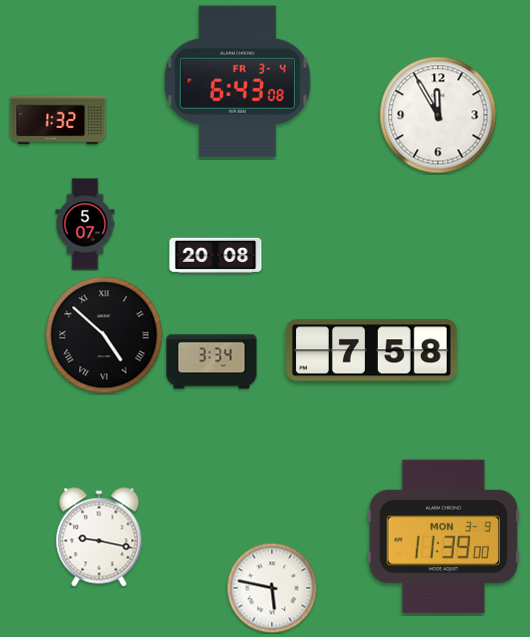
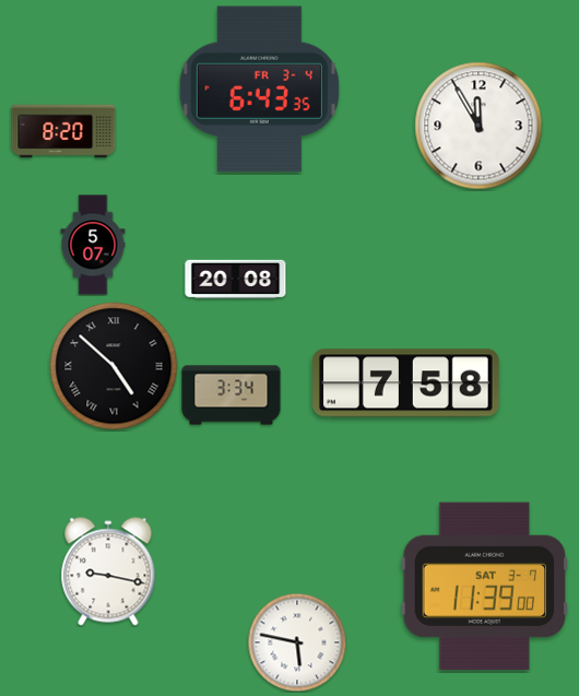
clock at (237, 82): 6:43:08 -> 6:43:35
clock at (58, 120): 1:32 -> 8:20
clock at (99, 537) position: (99, 537) -> (108, 571)
clock at (444, 537) date: MON 3-9 -> SAT 3-7
